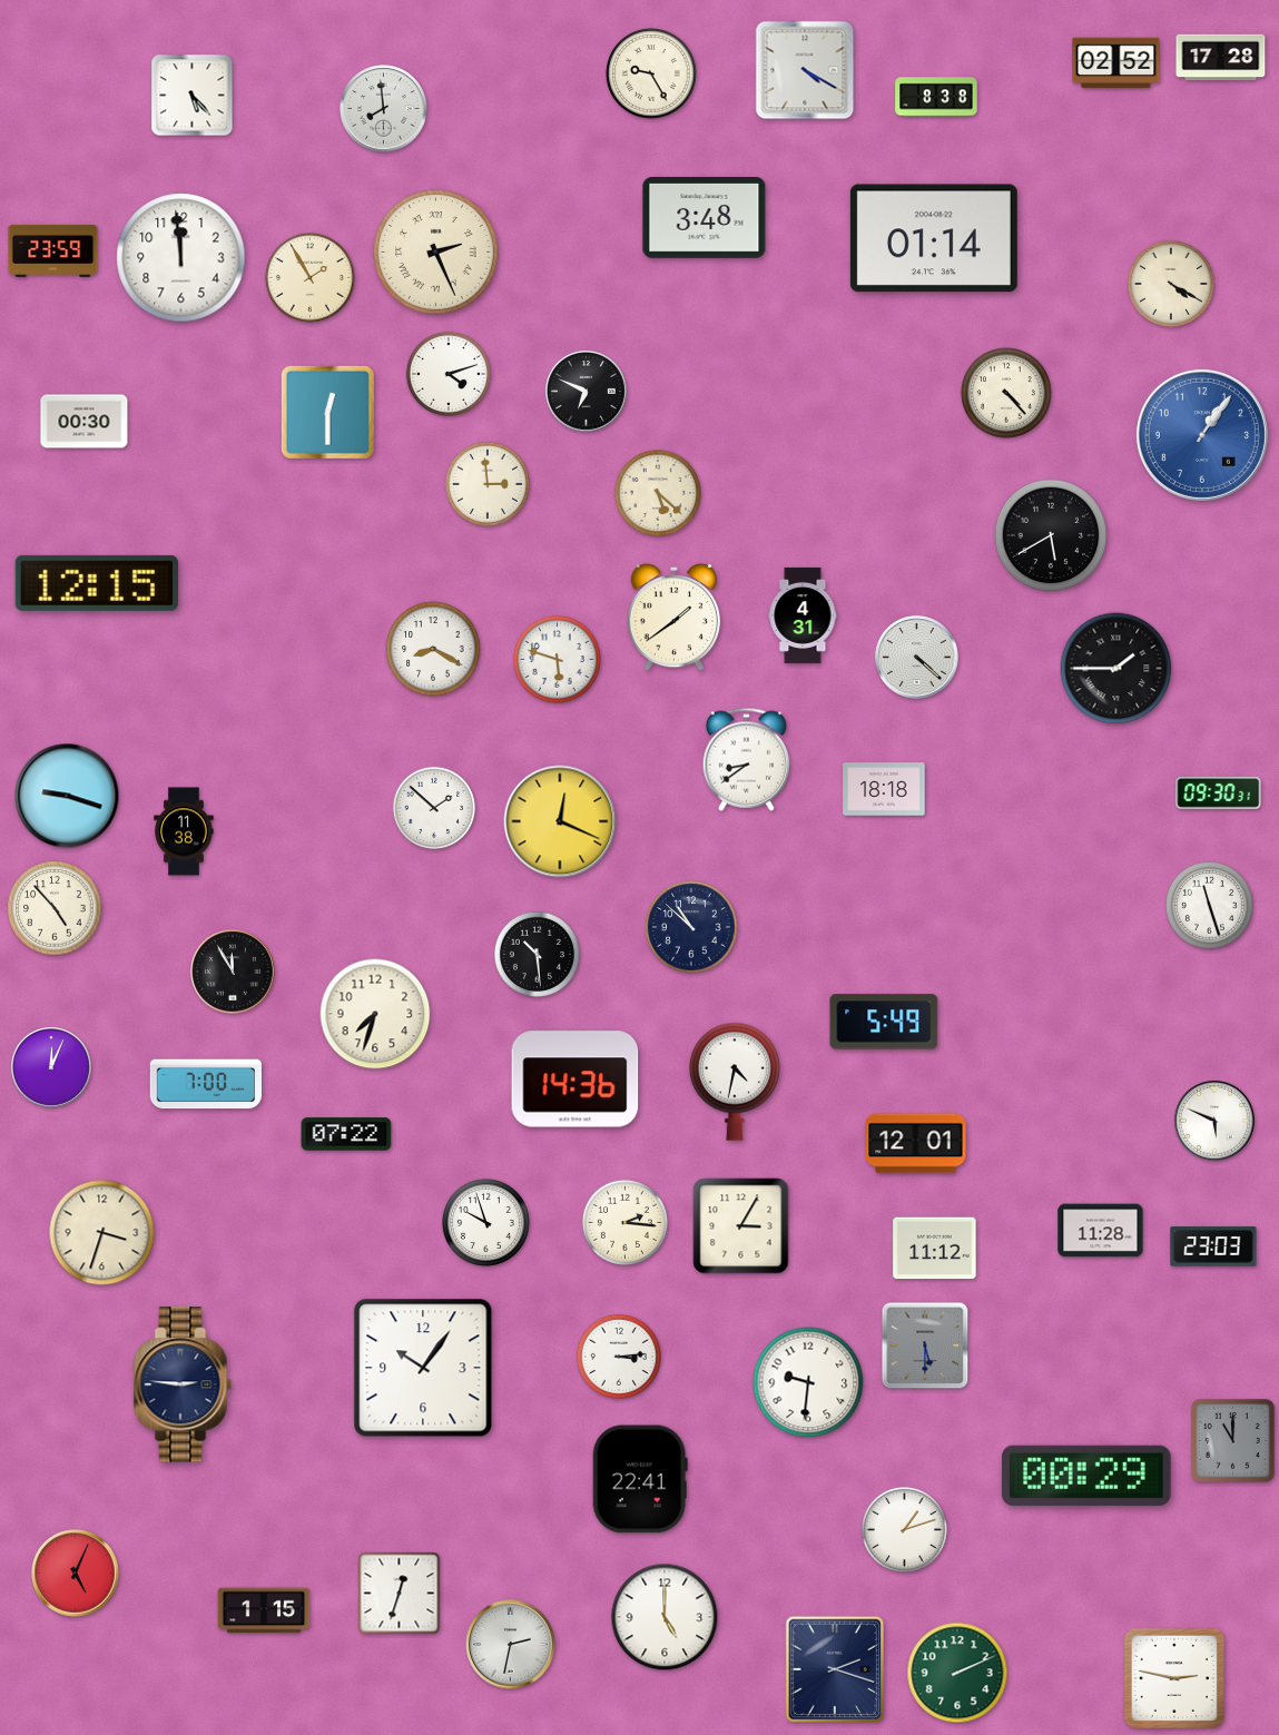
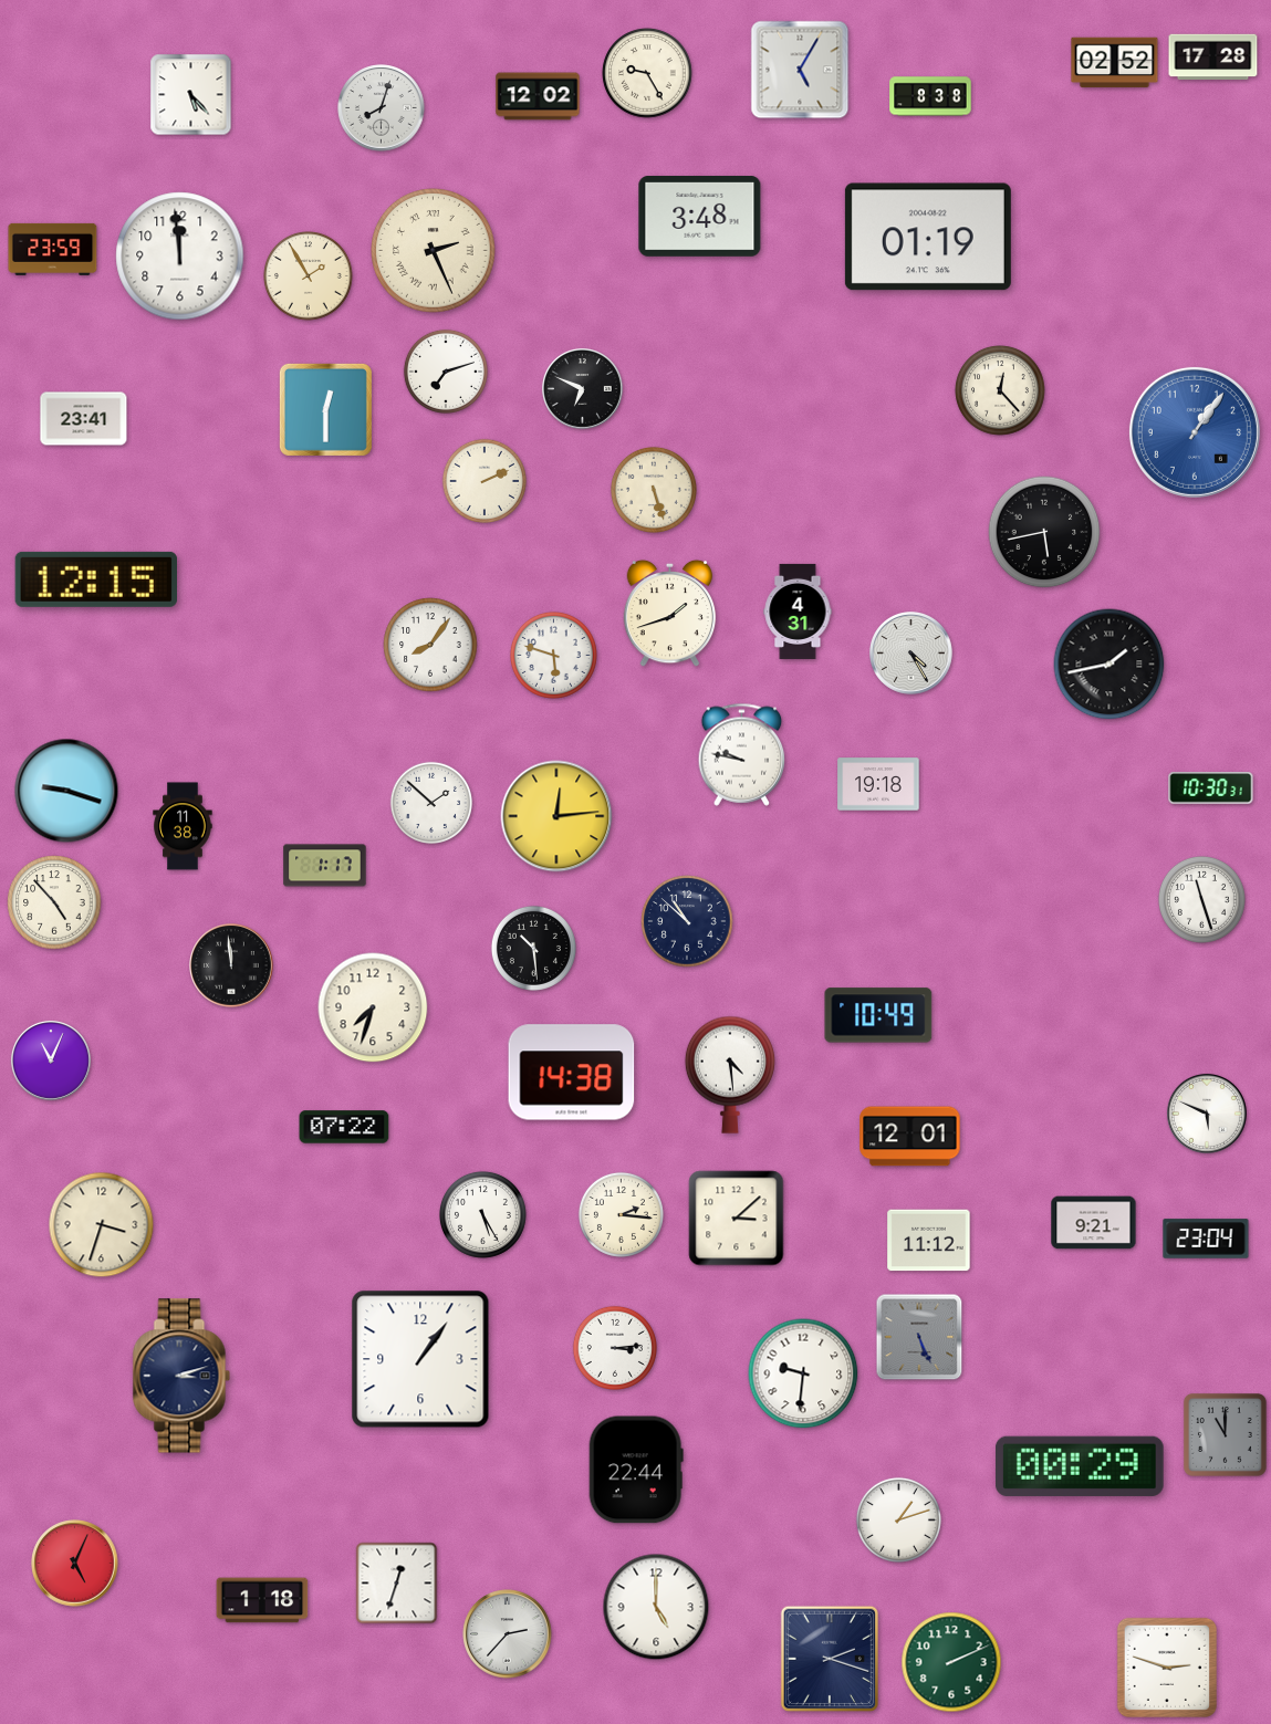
clock at (1116, 63) position: (1116, 63) -> (1115, 63)
clock at (805, 70): 4:20 -> 5:05
clock at (538, 96): none -> 12:02
clock at (384, 109): 7:59 -> 8:03
clock at (934, 238): 01:14 -> 01:19
clock at (1171, 284): 4:20 -> none
clock at (449, 374): 4:12 -> 7:12
clock at (1006, 393): 4:23 -> 12:23
clock at (85, 422): 00:30 -> 23:41
clock at (488, 484): 2:59 -> 2:11
clock at (658, 493): 5:22 -> 5:27
clock at (1051, 535): 5:40 -> 5:43
clock at (675, 618): 1:39 -> 1:42
clock at (433, 649): 8:20 -> 8:06
clock at (917, 658): 4:22 -> 4:25
clock at (1116, 669): 1:45 -> 1:43
clock at (747, 759): 8:39 -> 9:47
clock at (884, 789): 18:18 -> 19:18
clock at (1219, 793): 09:30 -> 10:30
clock at (560, 821): 12:19 -> 12:14
clock at (325, 866): none -> 1:17
clock at (233, 972): 11:55 -> 11:59
clock at (884, 1022): 5:49 -> 10:49
clock at (51, 1067): 12:04 -> 11:04
clock at (575, 1080): 14:36 -> 14:38
clock at (735, 1082): 4:32 -> 4:29
clock at (206, 1084): 7:00 -> none
clock at (485, 1222): 9:57 -> 5:25
clock at (741, 1226): 3:05 -> 3:08
clock at (1101, 1231): 11:28 -> 9:21
clock at (1213, 1246): 23:03 -> 23:04
clock at (925, 1345): 5:30 -> 5:26
clock at (423, 1368): 10:06 -> 1:06
clock at (183, 1384): 2:46 -> 3:12
clock at (1232, 1440) position: (1232, 1440) -> (1225, 1434)
clock at (640, 1479): 22:41 -> 22:44
clock at (264, 1610): 1:15 -> 1:18
clock at (665, 1617) position: (665, 1617) -> (656, 1607)
clock at (511, 1645): 2:32 -> 2:37
clock at (1174, 1678): 2:47 -> 2:48
